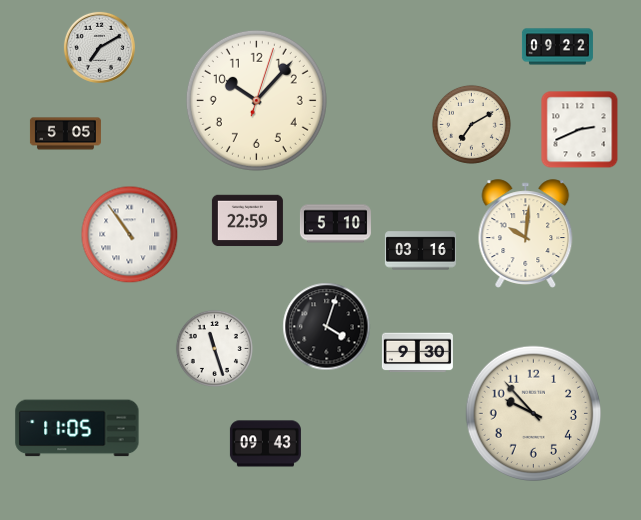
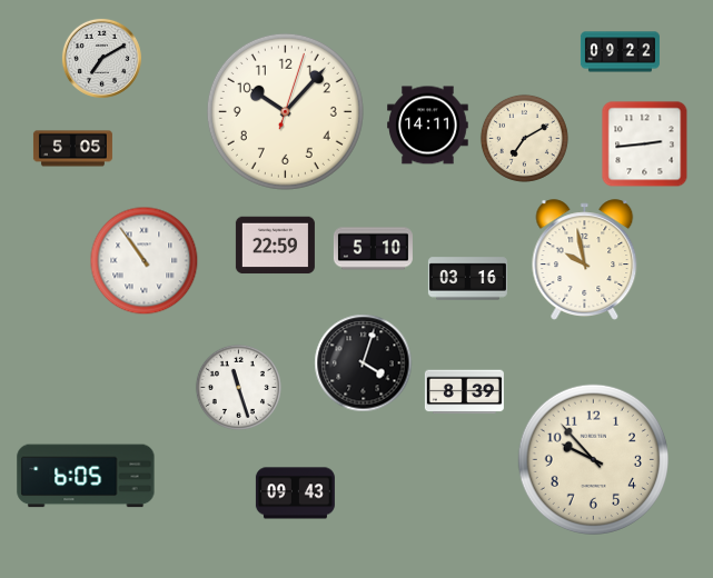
clock at (99, 47) position: (99, 47) -> (101, 58)
clock at (428, 126): none -> 14:11
clock at (580, 130): 2:41 -> 2:44
clock at (526, 234): 10:01 -> 9:58
clock at (417, 353): 9:30 -> 8:39
clock at (77, 428): 11:05 -> 6:05
